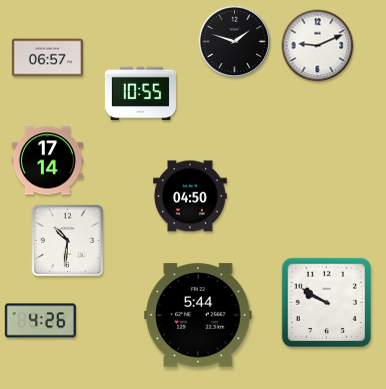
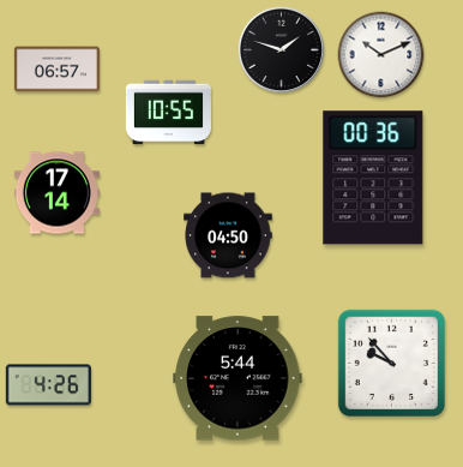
clock at (318, 46): 9:11 -> 10:11
clock at (373, 178): none -> 00:36
clock at (68, 241): 10:31 -> none
clock at (326, 302): 9:50 -> 9:53
